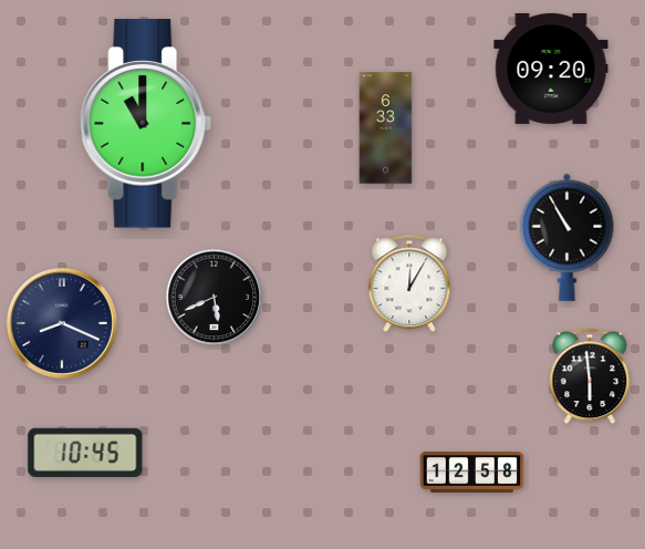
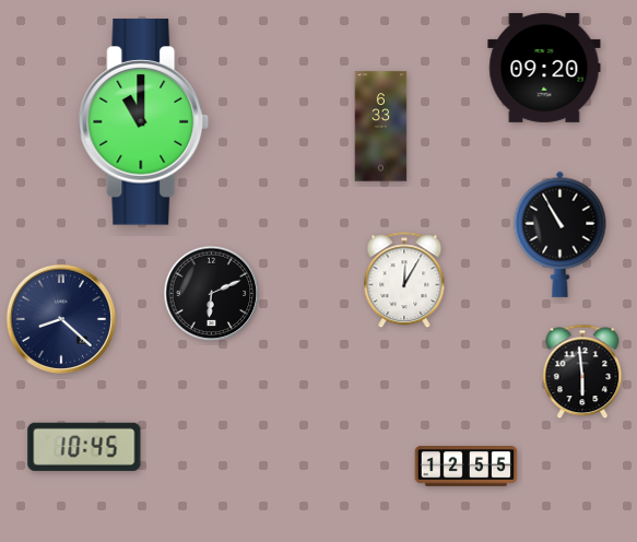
clock at (215, 298): 5:41 -> 6:11
clock at (62, 323): 8:19 -> 8:22
clock at (472, 473): 12:58 -> 12:55
